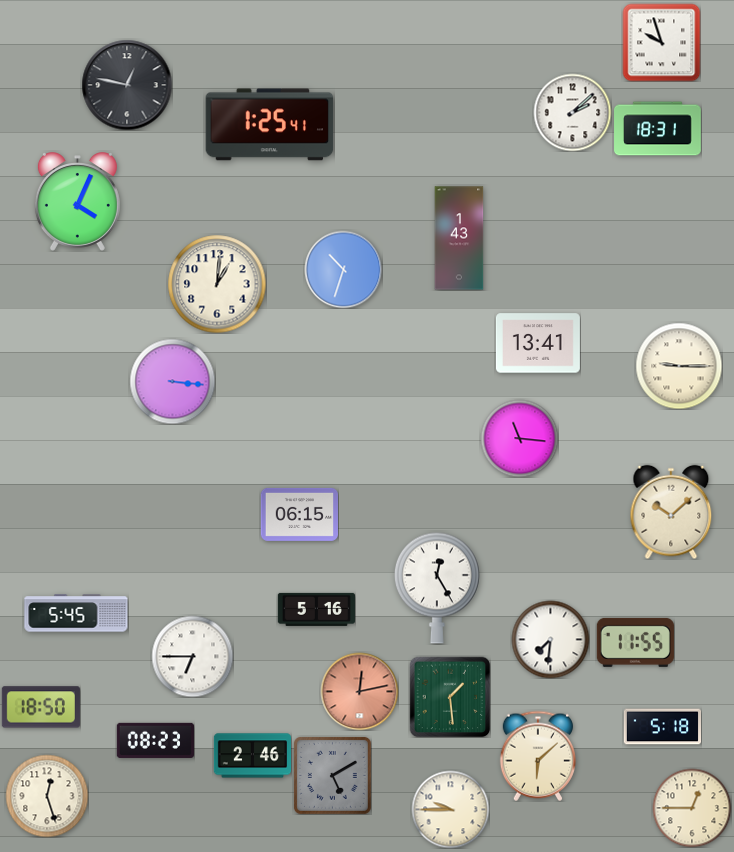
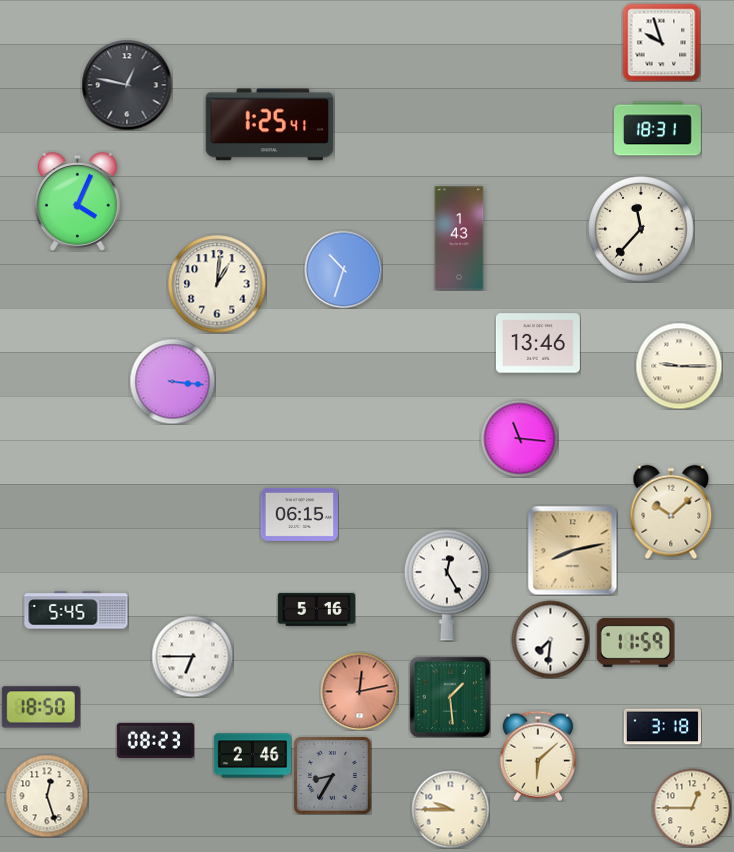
clock at (572, 112): 2:08 -> none
clock at (641, 229): none -> 11:37
clock at (538, 343): 13:41 -> 13:46
clock at (572, 550): none -> 8:13
clock at (437, 588) position: (437, 588) -> (447, 585)
clock at (76, 613) position: (76, 613) -> (76, 610)
clock at (635, 642): 11:55 -> 11:59
clock at (662, 727): 5:18 -> 3:18
clock at (332, 775): 5:10 -> 8:35
